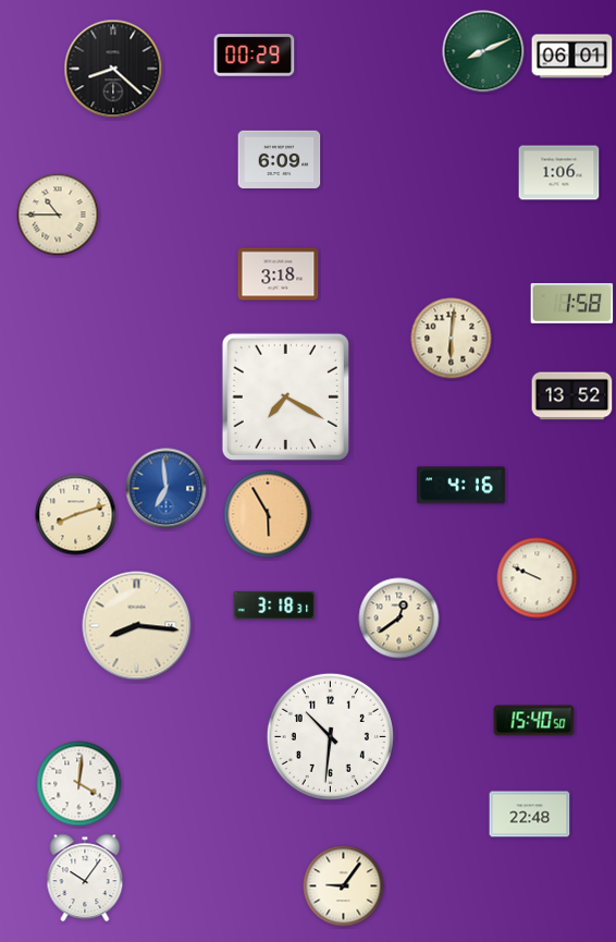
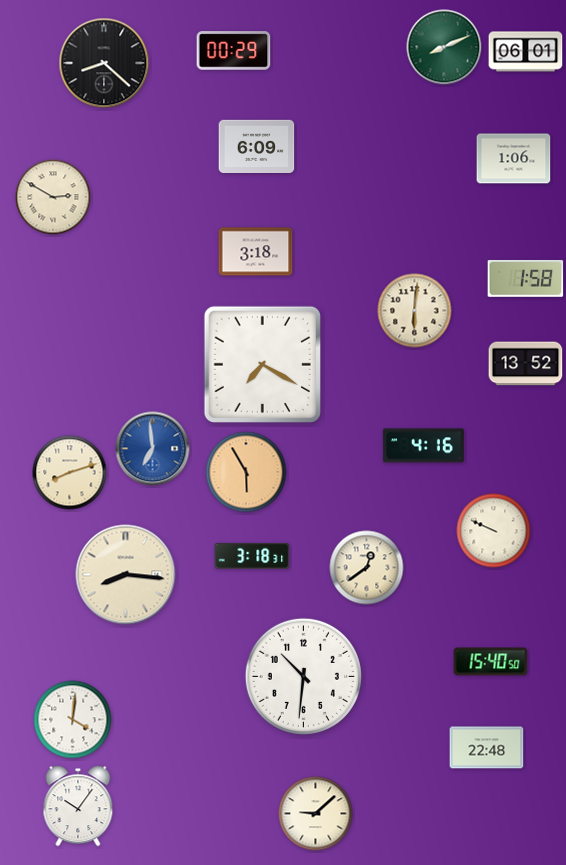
clock at (58, 215): 10:45 -> 2:50
clock at (344, 886): 9:06 -> 9:08
